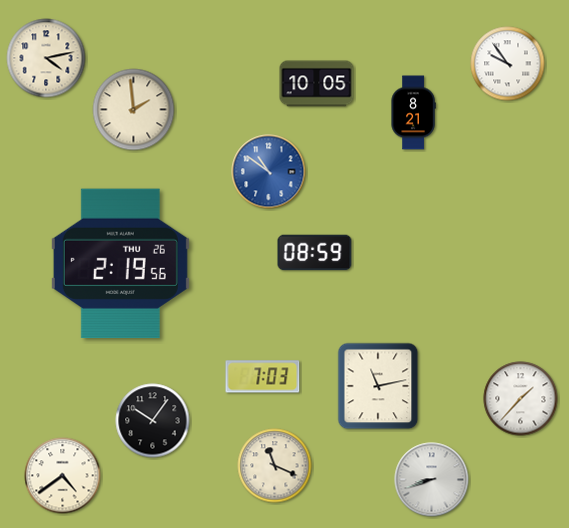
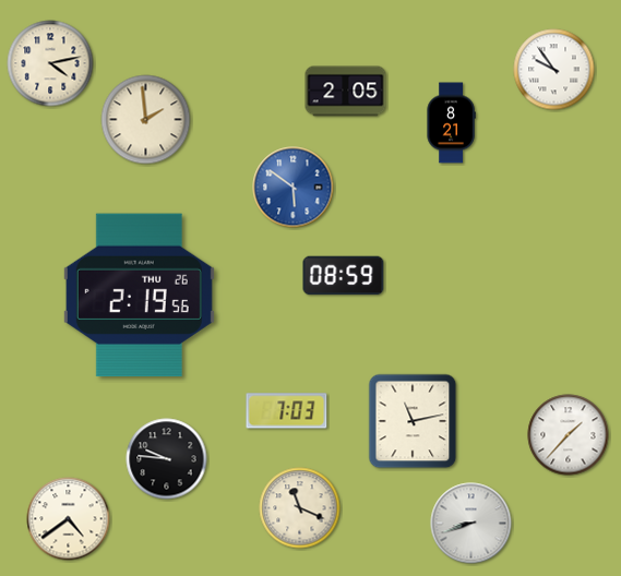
clock at (317, 84): 10:05 -> 2:05
clock at (269, 172): 10:51 -> 5:51
clock at (120, 264) position: (120, 264) -> (139, 296)
clock at (153, 421): 10:06 -> 9:46
